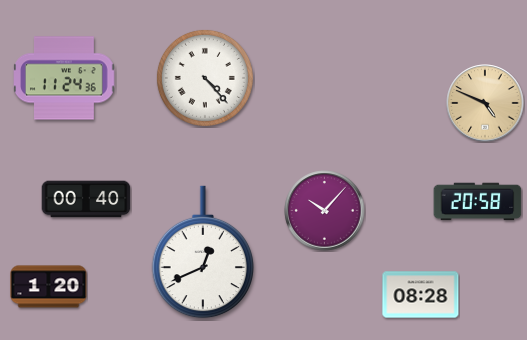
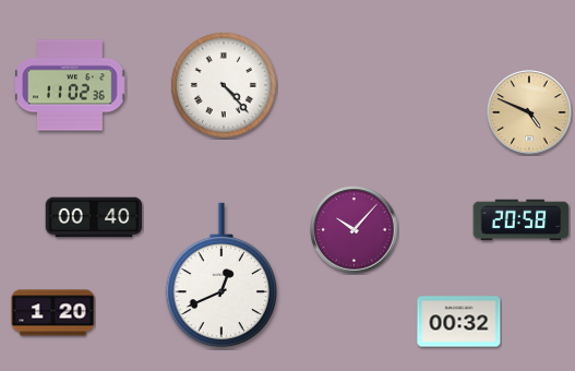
clock at (65, 78): 11:24 -> 11:02
clock at (421, 295): 08:28 -> 00:32
